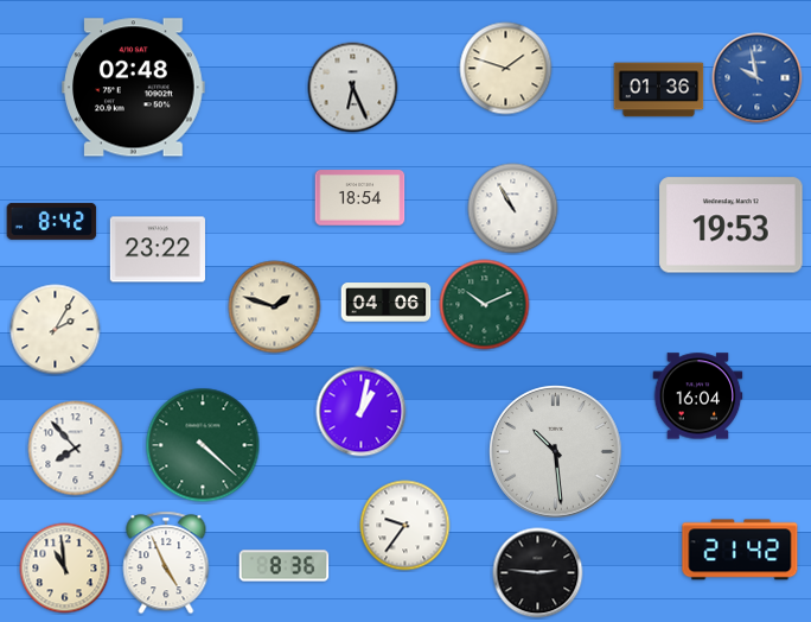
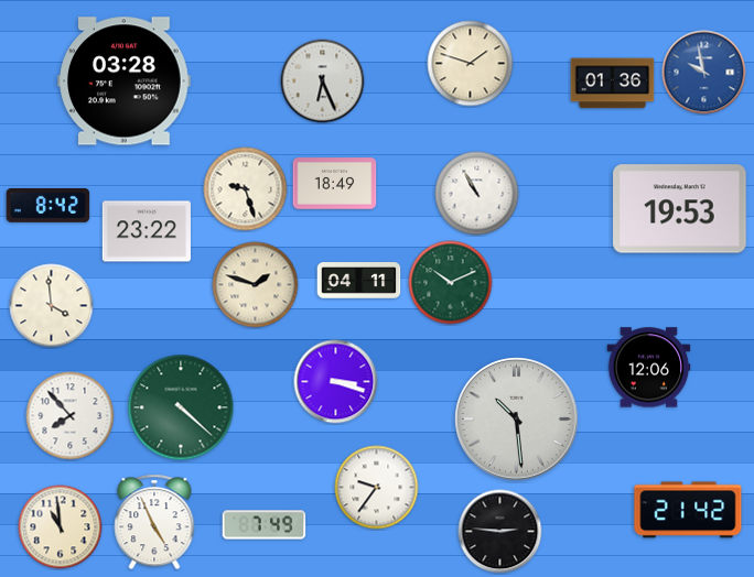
clock at (134, 88): 02:48 -> 03:28
clock at (353, 88) position: (353, 88) -> (323, 81)
clock at (360, 198): 18:54 -> 18:49
clock at (246, 189): none -> 9:27
clock at (387, 303): 04:06 -> 04:11
clock at (56, 330): 2:05 -> 3:59
clock at (698, 396): 16:04 -> 12:06
clock at (362, 412): 1:02 -> 3:18
clock at (203, 445) position: (203, 445) -> (181, 407)
clock at (285, 566): 8:36 -> 7:49
